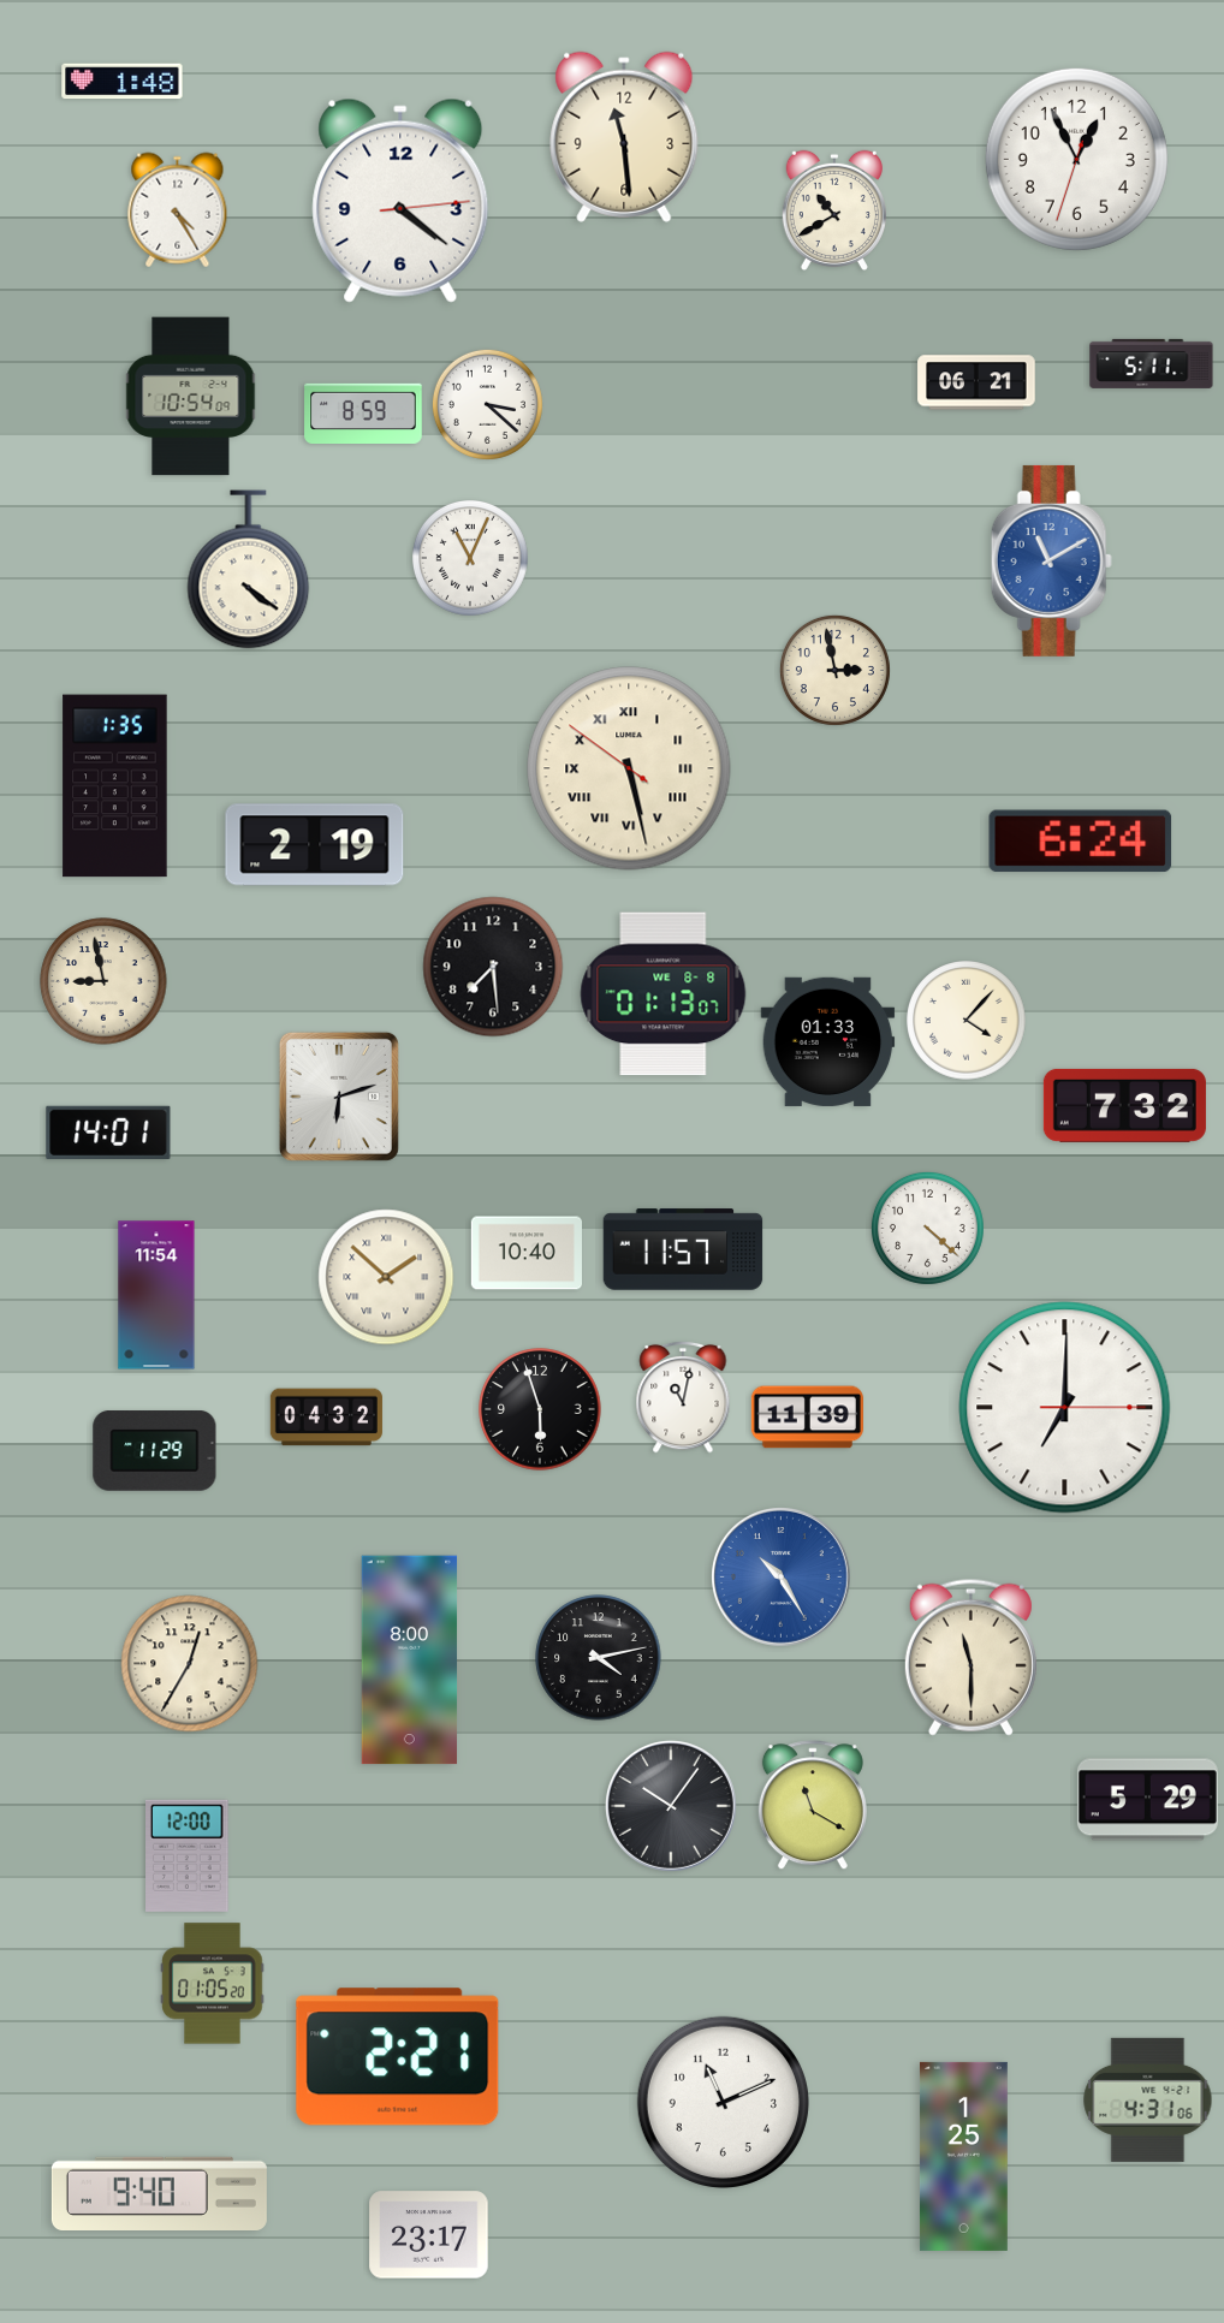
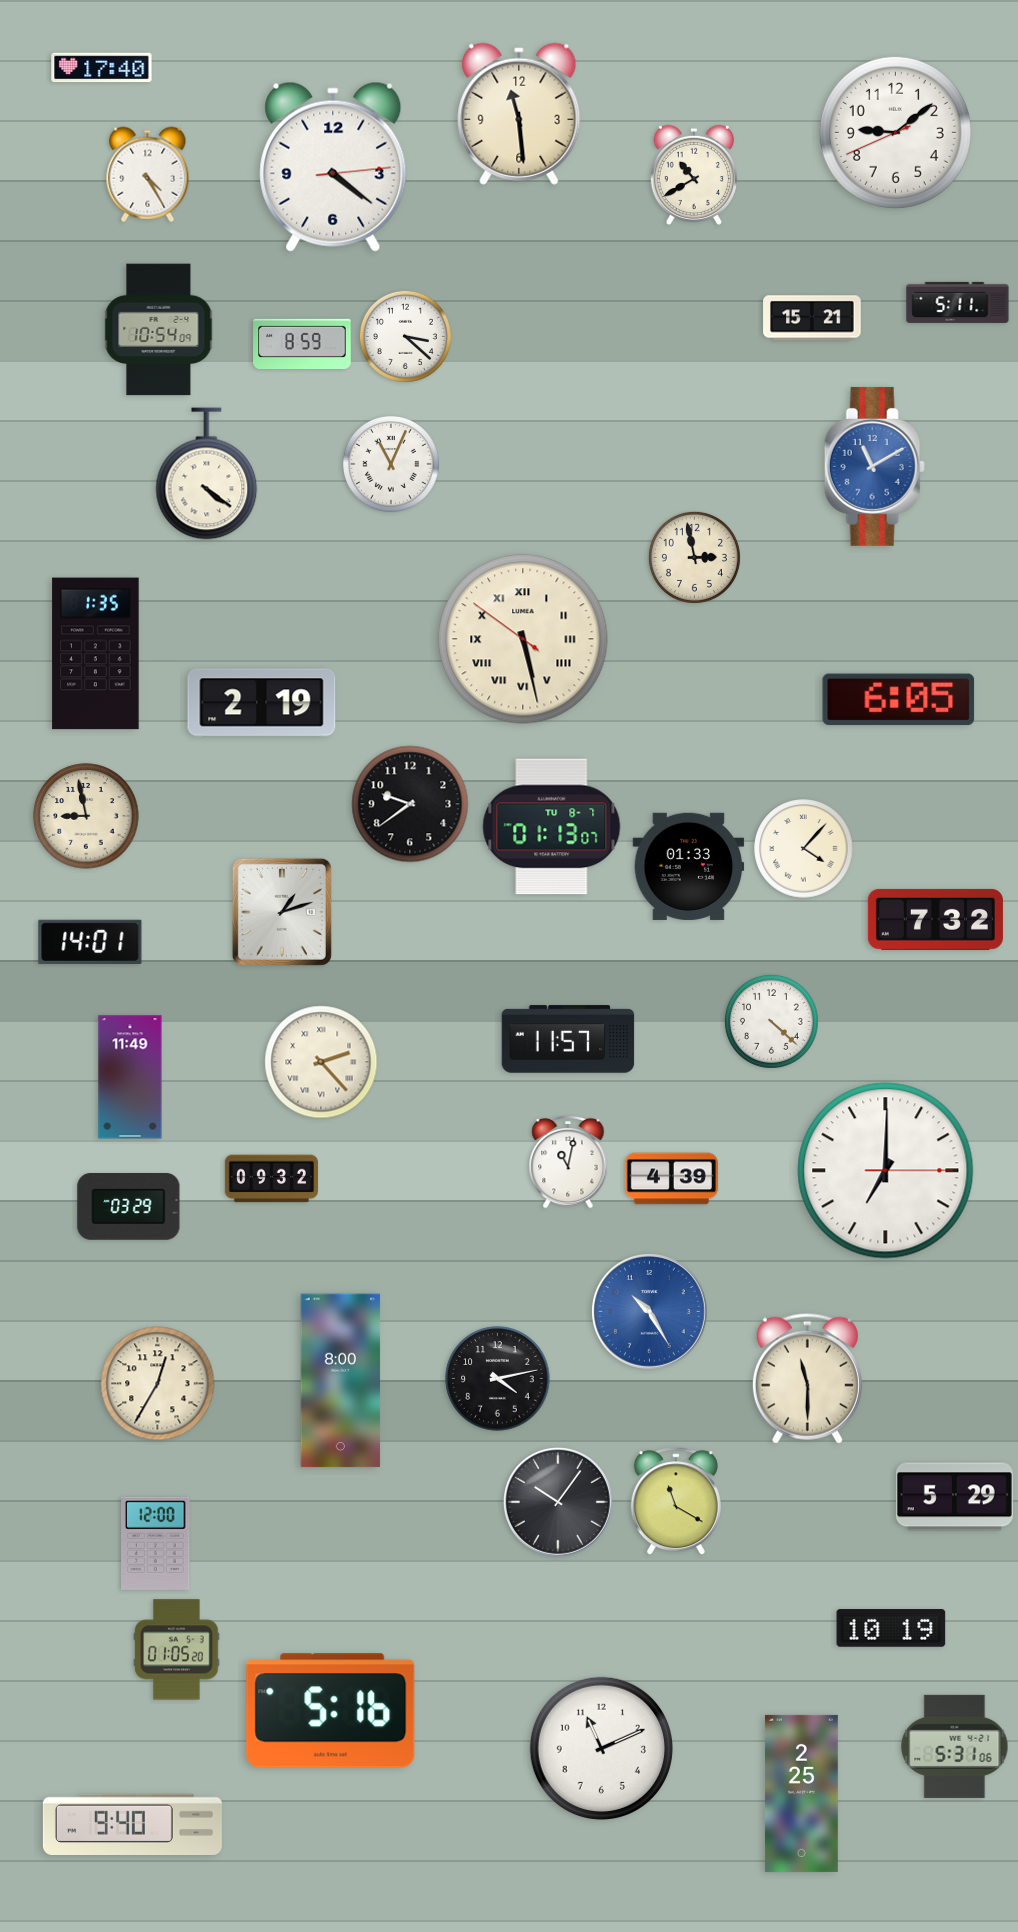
clock at (123, 82): 1:48 -> 17:40
clock at (1076, 159): 12:55 -> 9:08
clock at (976, 382): 06:21 -> 15:21
clock at (1081, 842): 6:24 -> 6:05
clock at (493, 967): 7:29 -> 9:39
clock at (664, 994) date: WE 8-8 -> TU 8-7
clock at (339, 1097): 6:12 -> 1:12
clock at (525, 1253): 10:40 -> none
clock at (386, 1277): 1:52 -> 2:23
clock at (156, 1295): 11:54 -> 11:49
clock at (540, 1409): 5:57 -> none
clock at (326, 1418): 04:32 -> 09:32
clock at (807, 1418): 11:39 -> 4:39
clock at (155, 1451): 11:29 -> 03:29
clock at (891, 1628): none -> 10:19
clock at (398, 2057): 2:21 -> 5:16
clock at (1148, 2099): 4:31 -> 5:31
clock at (963, 2156): 1:25 -> 2:25
clock at (429, 2235): 23:17 -> none
